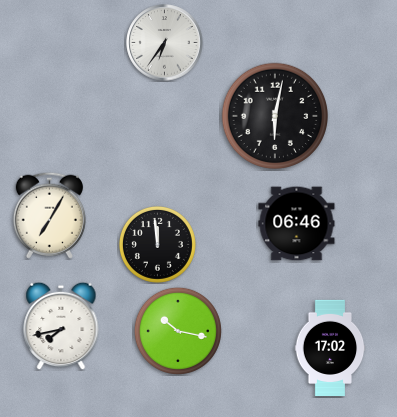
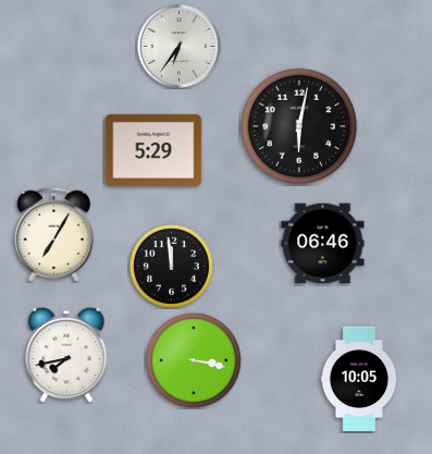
clock at (153, 150): none -> 5:29
clock at (178, 331): 10:17 -> 3:17
clock at (330, 348): 17:02 -> 10:05
